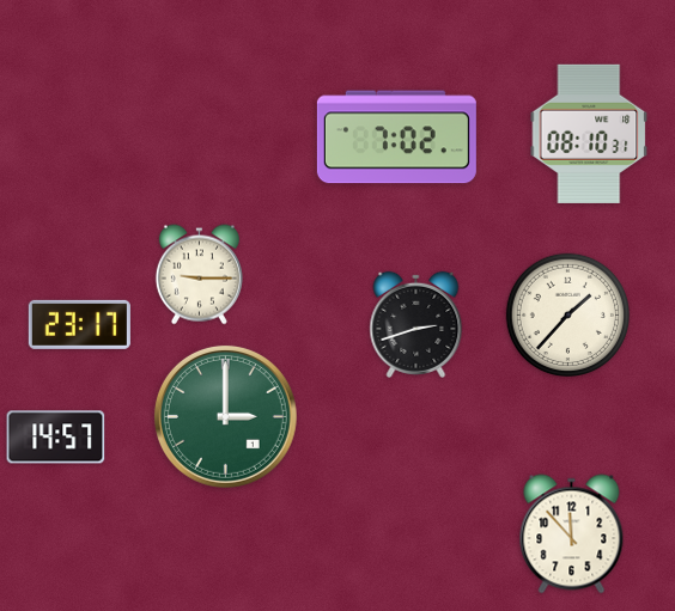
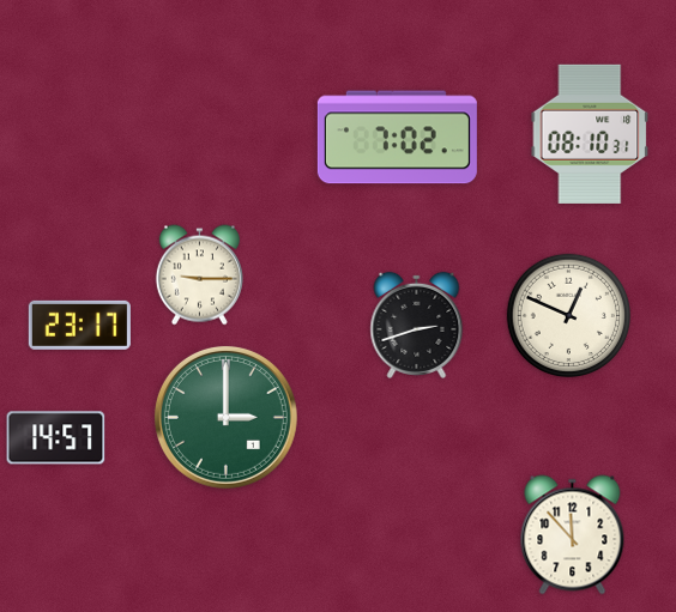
clock at (567, 314): 1:37 -> 12:49
